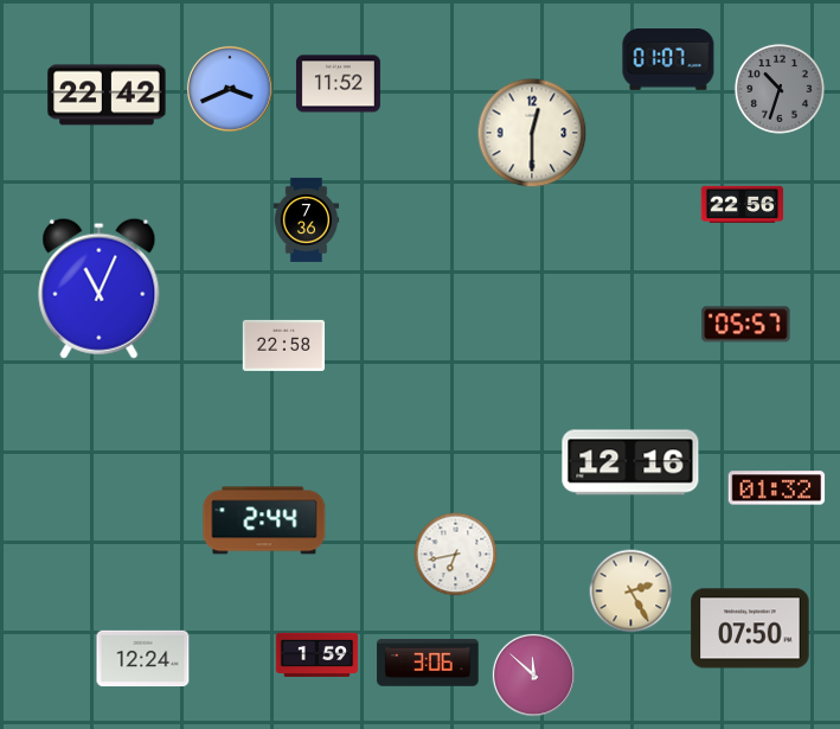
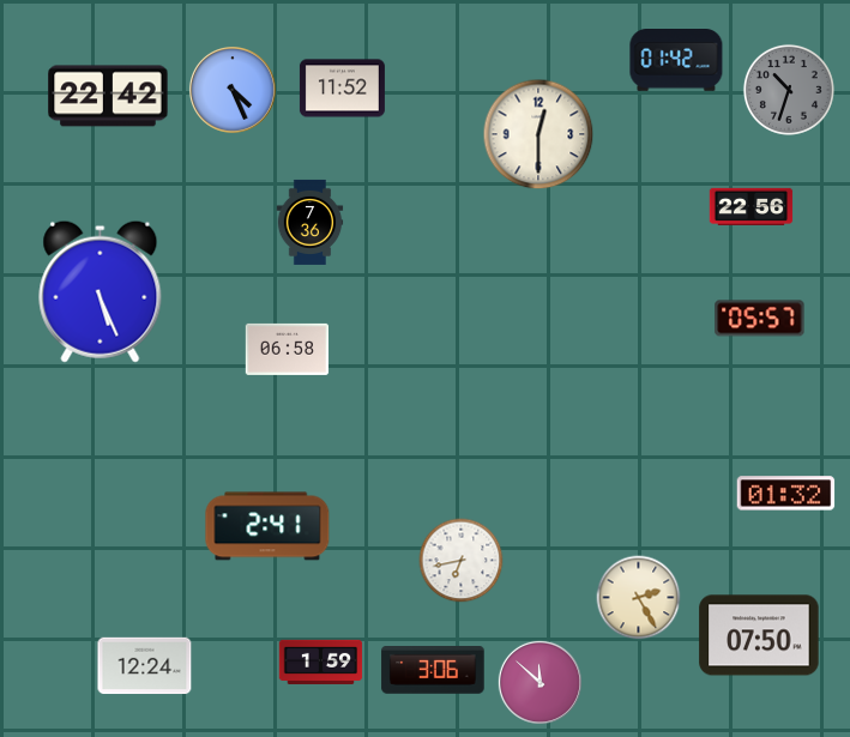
clock at (668, 60): 01:07 -> 01:42
clock at (338, 84) position: (338, 84) -> (342, 89)
clock at (230, 89): 3:41 -> 4:26
clock at (100, 288): 11:04 -> 5:26
clock at (746, 325) position: (746, 325) -> (760, 319)
clock at (284, 345): 22:58 -> 06:58
clock at (630, 462): 12:16 -> none
clock at (264, 520): 2:44 -> 2:41
